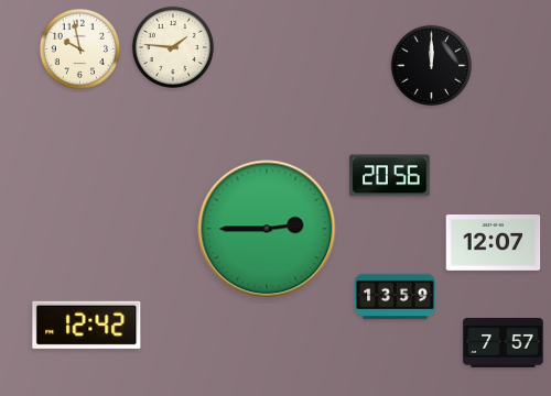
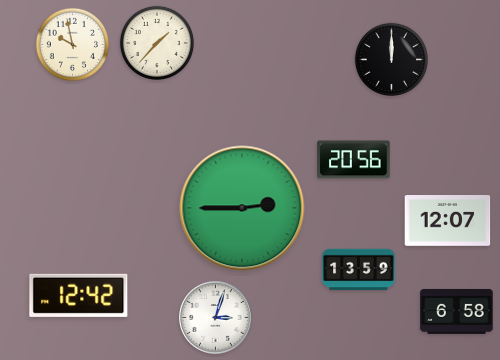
clock at (172, 46): 1:46 -> 1:37
clock at (504, 342): 7:57 -> 6:58
clock at (216, 318): none -> 3:03
